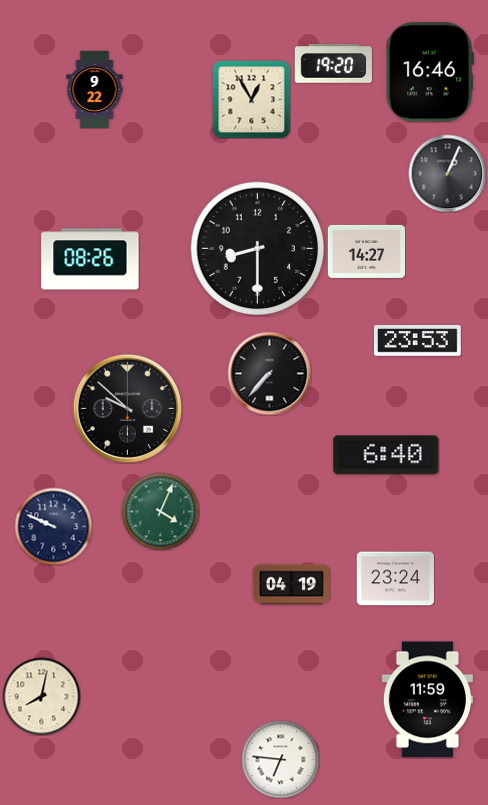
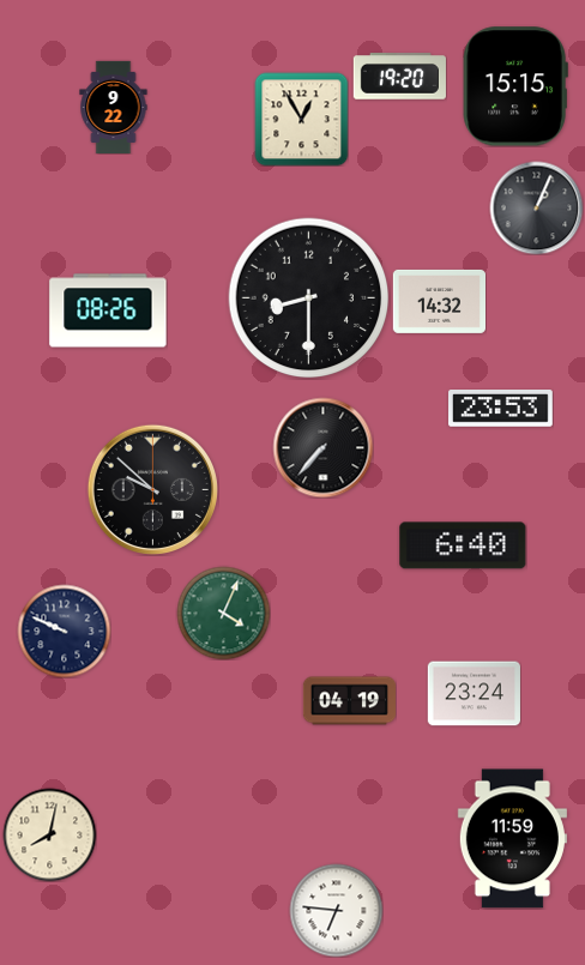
clock at (430, 72): 16:46 -> 15:15
clock at (366, 251): 14:27 -> 14:32
clock at (160, 511) position: (160, 511) -> (223, 613)
